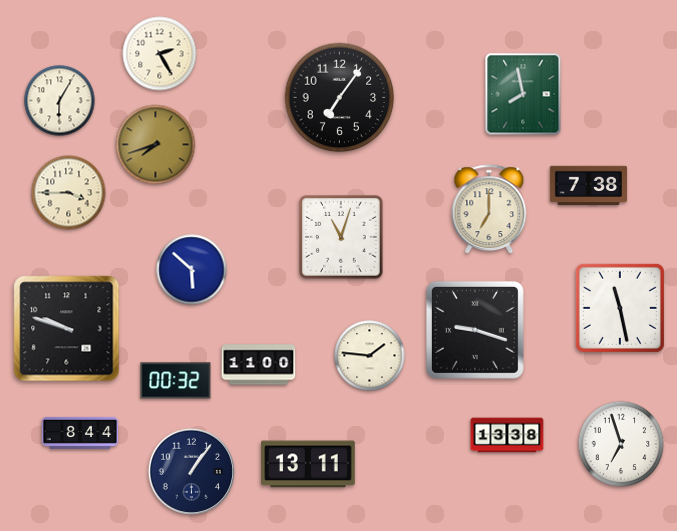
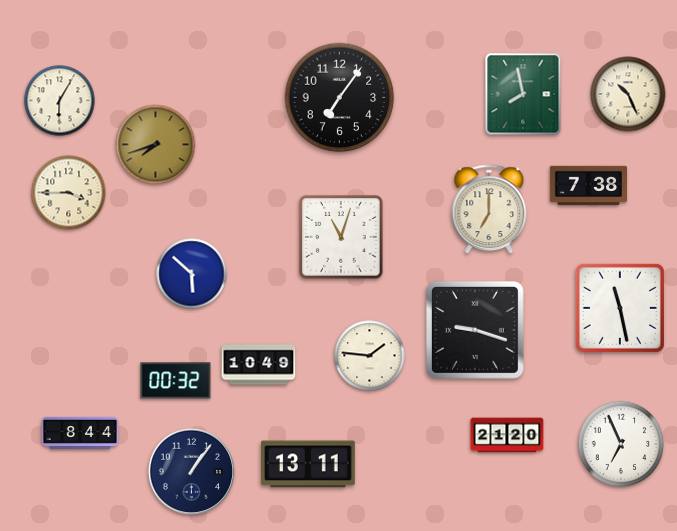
clock at (160, 54): 2:25 -> none
clock at (628, 94): none -> 10:26
clock at (192, 270) position: (192, 270) -> (192, 274)
clock at (67, 329): 9:48 -> none
clock at (259, 365): 11:00 -> 10:49
clock at (507, 435): 13:38 -> 21:20
clock at (621, 444): 6:57 -> 6:56
